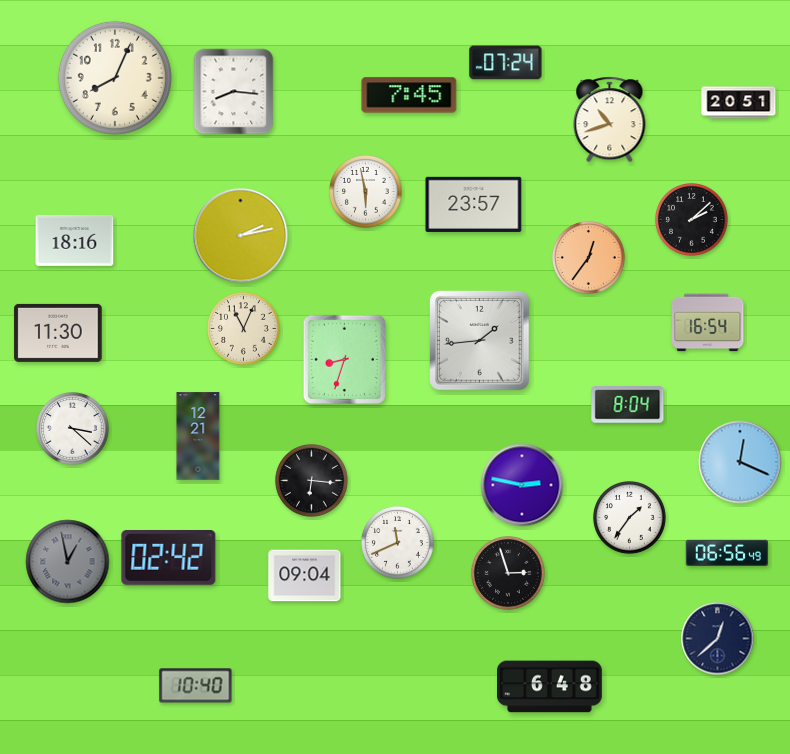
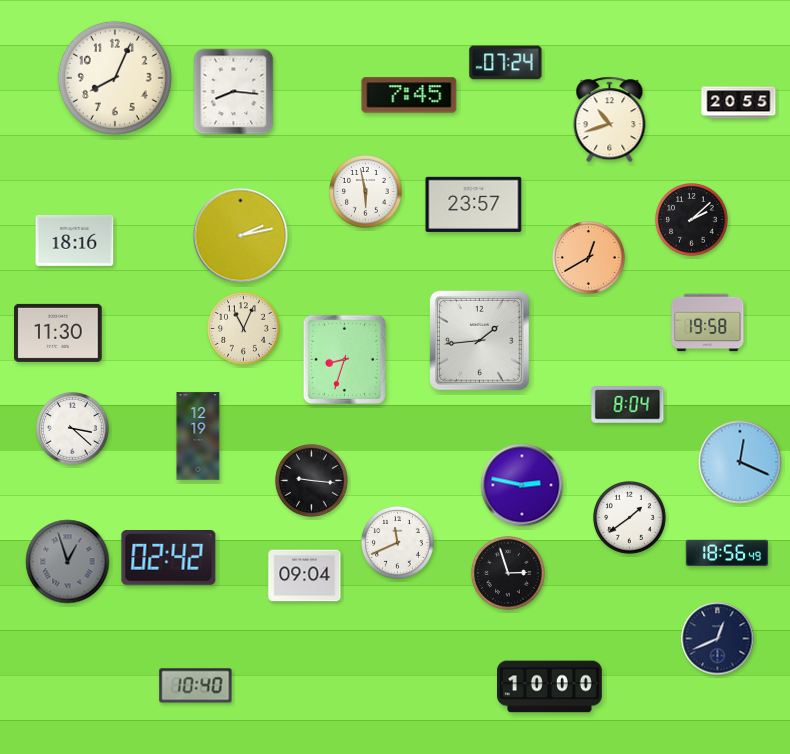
clock at (739, 103): 20:51 -> 20:55
clock at (589, 258): 12:36 -> 12:40
clock at (708, 323): 16:54 -> 19:58
clock at (198, 436): 12:21 -> 12:19
clock at (312, 481): 6:16 -> 9:16
clock at (630, 518): 1:36 -> 1:39
clock at (727, 553): 06:56 -> 18:56
clock at (68, 562): 12:58 -> 12:57
clock at (718, 639): 12:38 -> 12:41
clock at (550, 687): 6:48 -> 10:00
